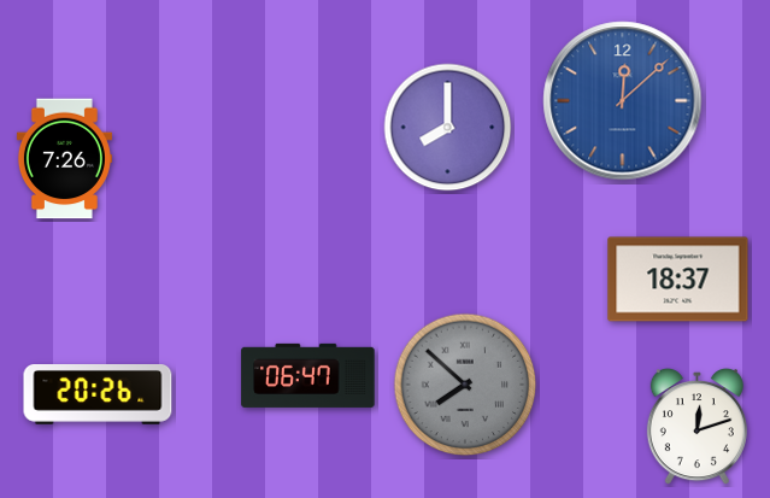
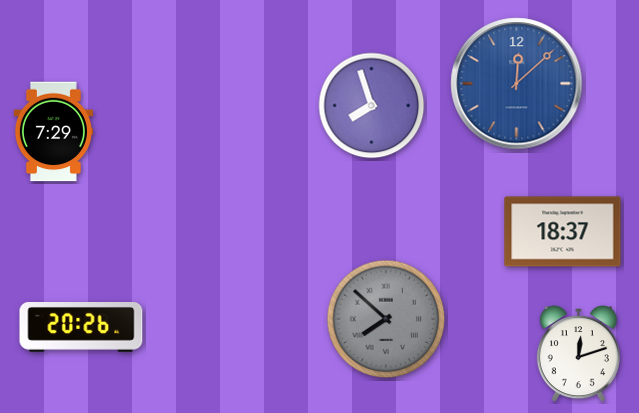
clock at (448, 128): 8:00 -> 7:57
clock at (64, 159): 7:26 -> 7:29
clock at (308, 375): 06:47 -> none
